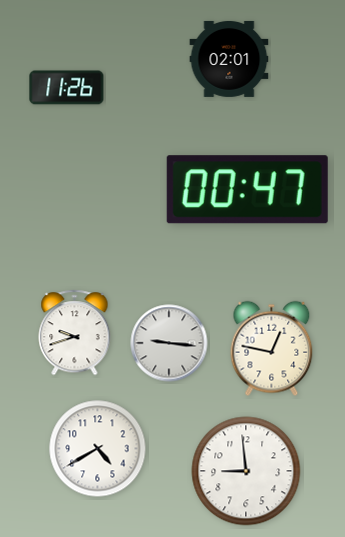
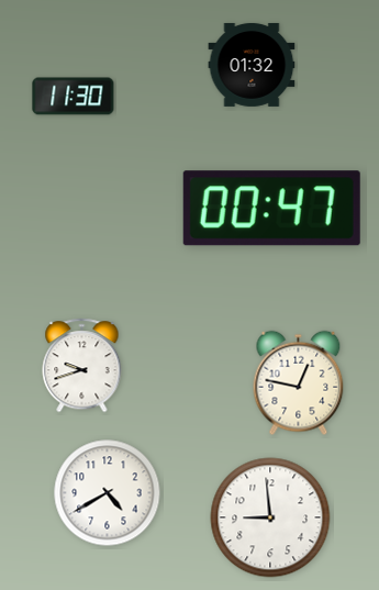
clock at (229, 59): 02:01 -> 01:32
clock at (67, 88): 11:26 -> 11:30
clock at (169, 343): 9:16 -> none
